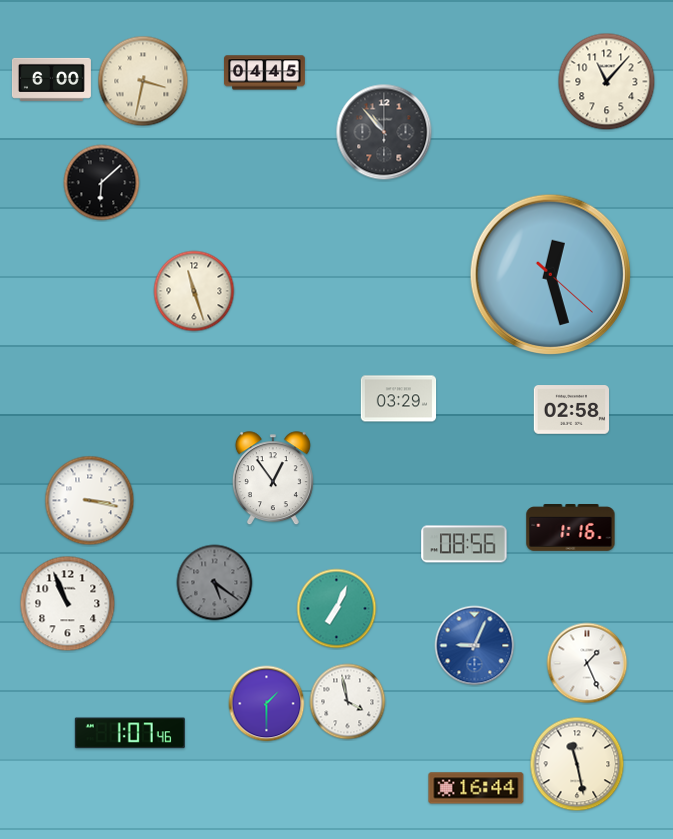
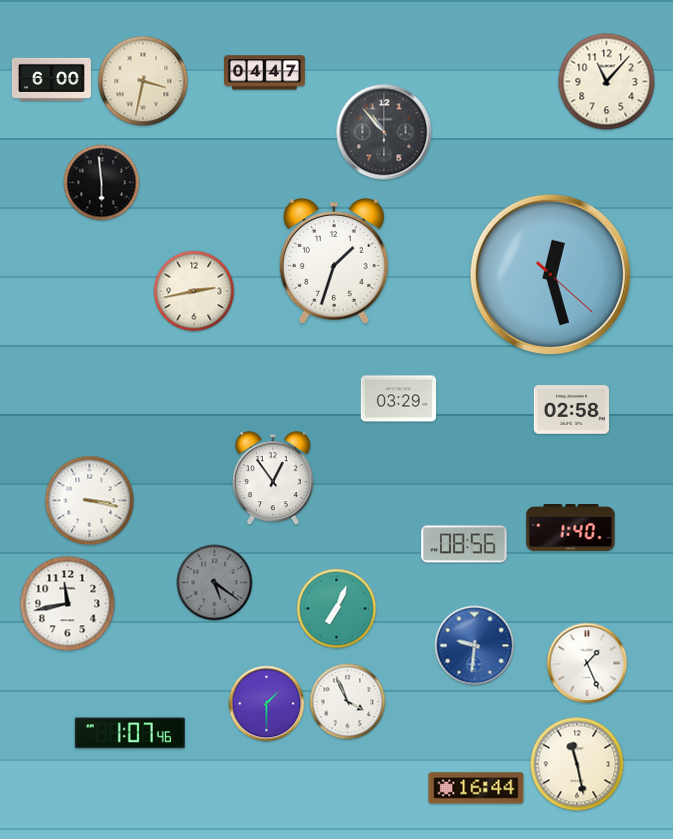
clock at (265, 73): 04:45 -> 04:47
clock at (102, 183): 6:08 -> 5:59
clock at (334, 261): none -> 1:33
clock at (194, 291): 11:27 -> 2:43
clock at (571, 528): 1:16 -> 1:40
clock at (68, 604): 10:56 -> 11:43
clock at (475, 646): 9:04 -> 9:31
clock at (348, 702): 3:58 -> 3:56
